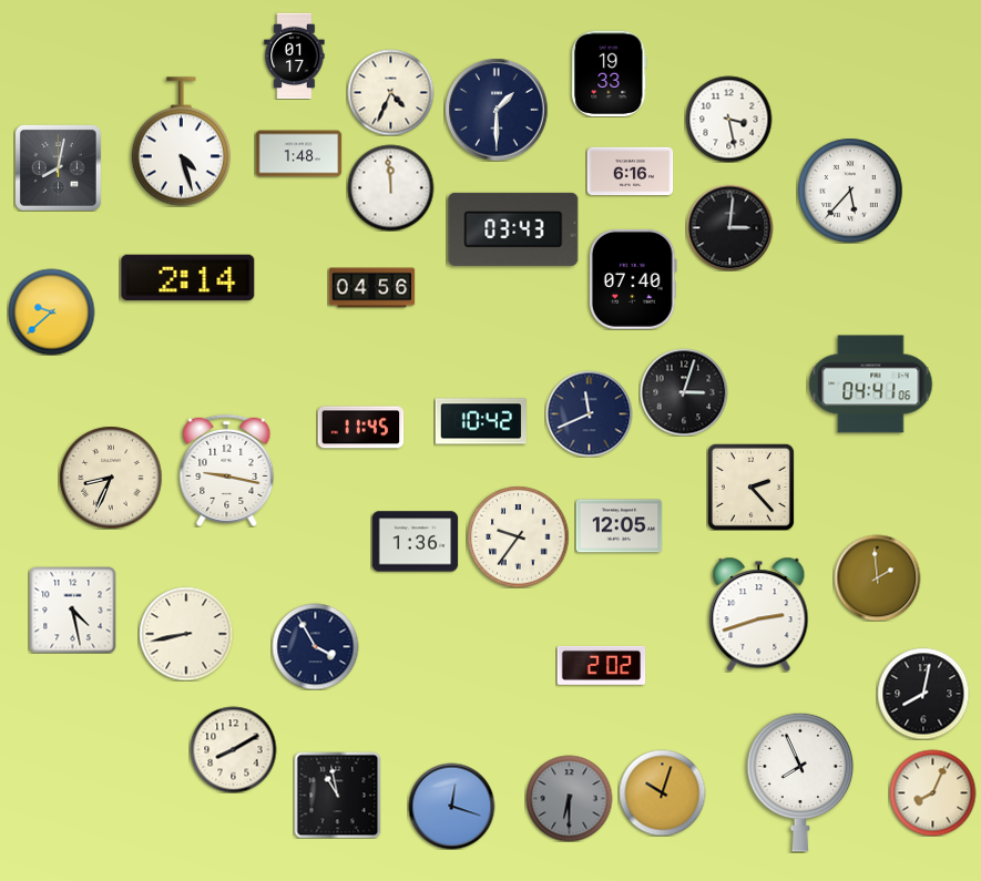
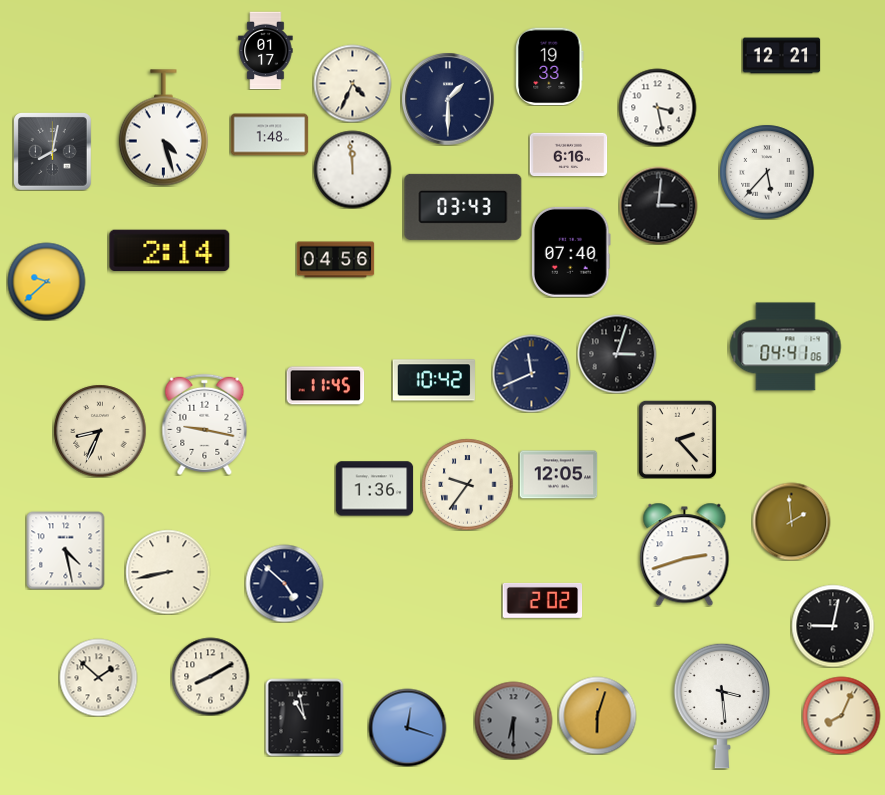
clock at (781, 56): none -> 12:21
clock at (298, 154) position: (298, 154) -> (269, 135)
clock at (315, 646): 3:55 -> 4:52
clock at (923, 694): 8:02 -> 9:02
clock at (98, 677): none -> 1:52
clock at (800, 782): 7:56 -> 3:29
clock at (662, 792): 10:03 -> 6:03
